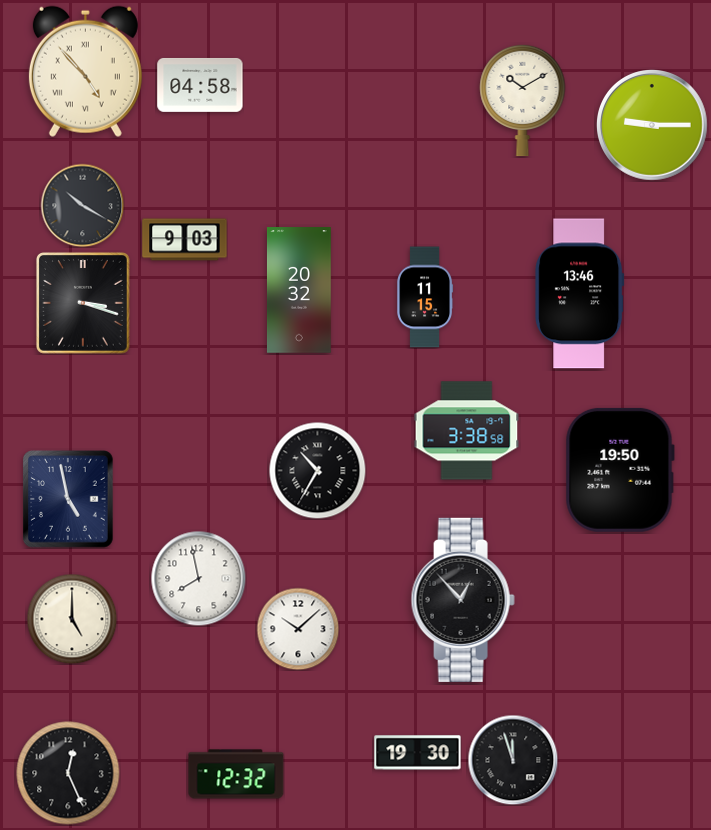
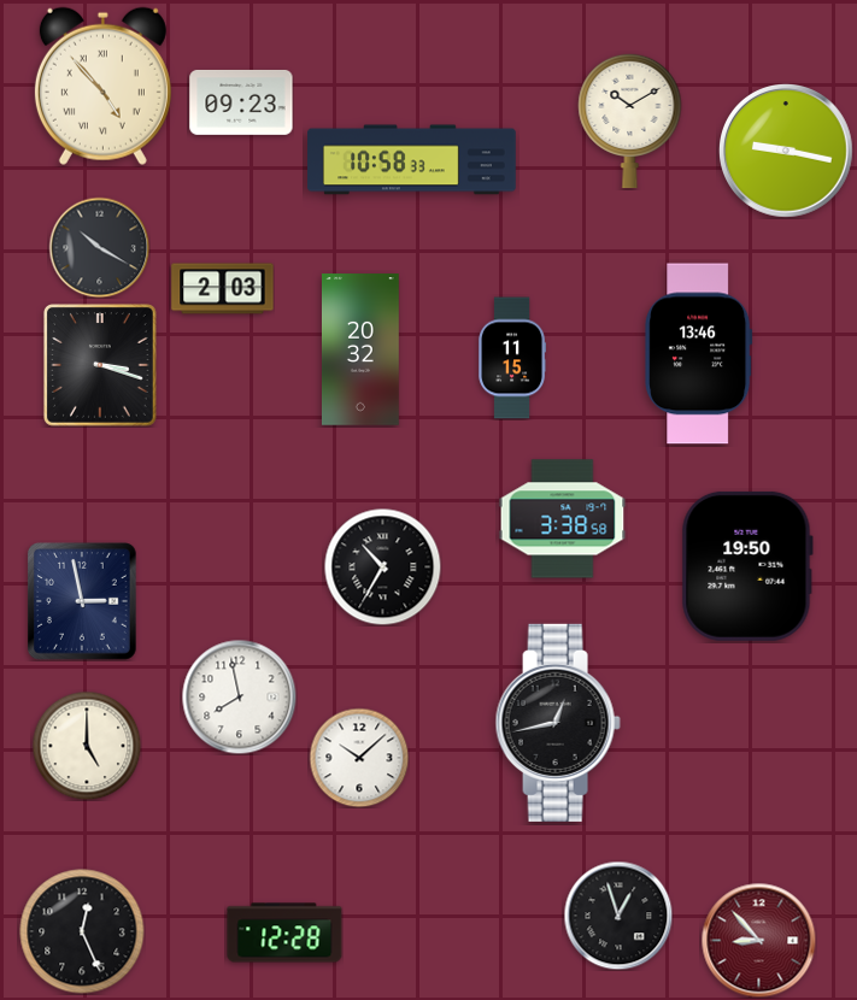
clock at (200, 85): 04:58 -> 09:23
clock at (653, 126): 9:15 -> 9:17
clock at (412, 160): none -> 10:58
clock at (185, 240): 9:03 -> 2:03
clock at (68, 499): 4:58 -> 2:58
clock at (463, 600): 12:53 -> 12:43
clock at (418, 753): 19:30 -> none
clock at (513, 760): 11:57 -> 12:57
clock at (236, 774): 12:32 -> 12:28
clock at (758, 940): none -> 8:53
